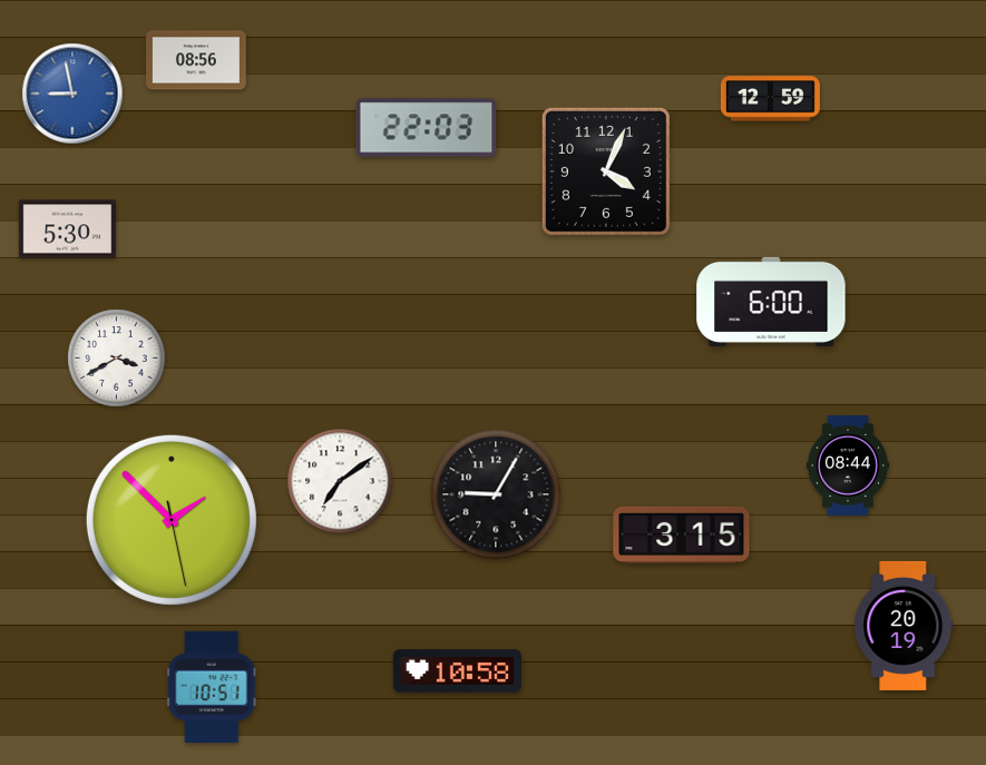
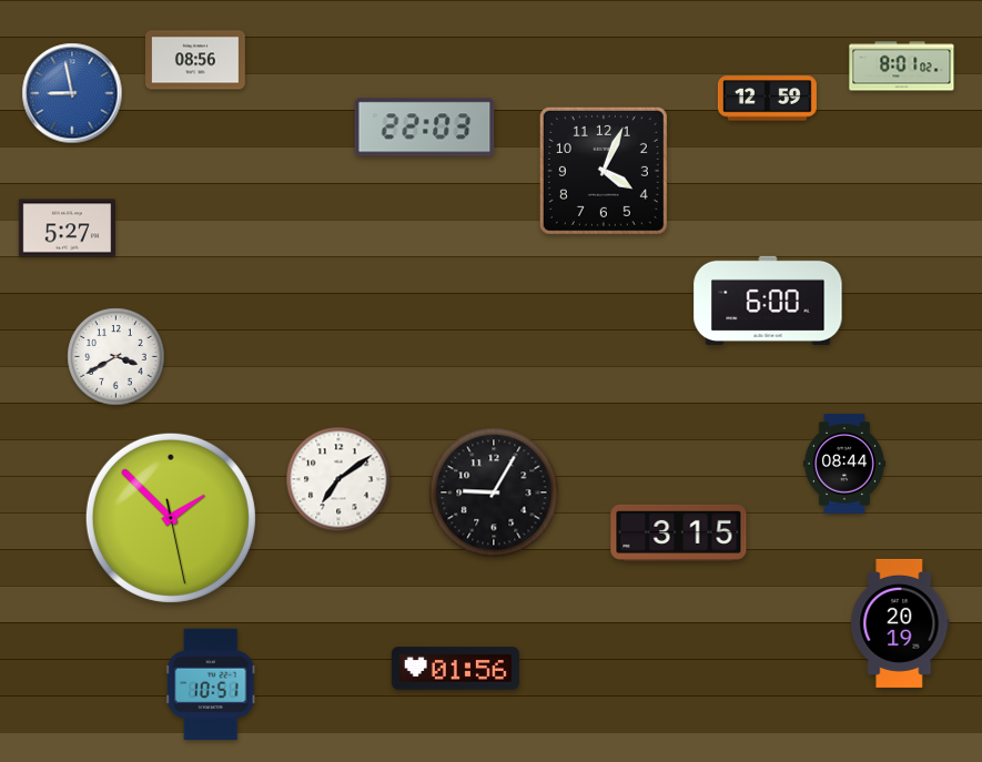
clock at (902, 67): none -> 8:01
clock at (67, 229): 5:30 -> 5:27
clock at (457, 671): 10:58 -> 01:56
